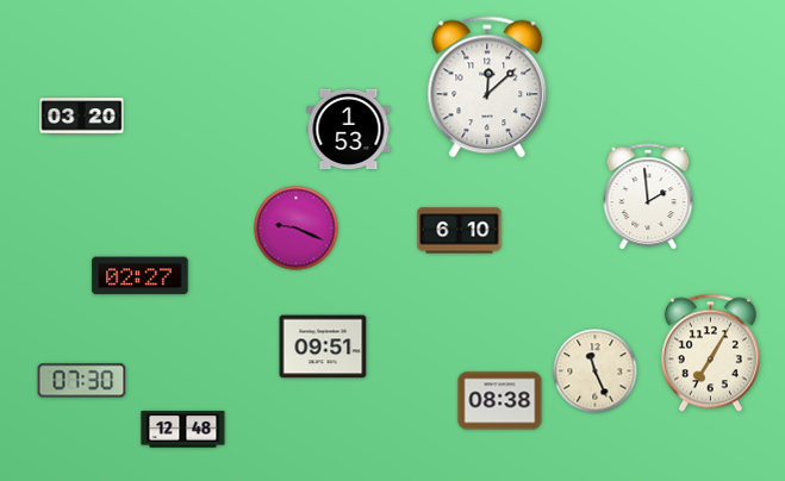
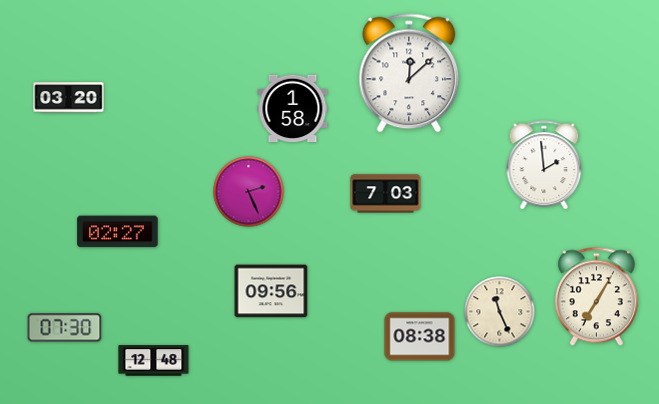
clock at (349, 130): 1:53 -> 1:58
clock at (297, 229): 9:19 -> 2:26
clock at (460, 231): 6:10 -> 7:03
clock at (323, 346): 09:51 -> 09:56
clock at (82, 381) position: (82, 381) -> (65, 328)
